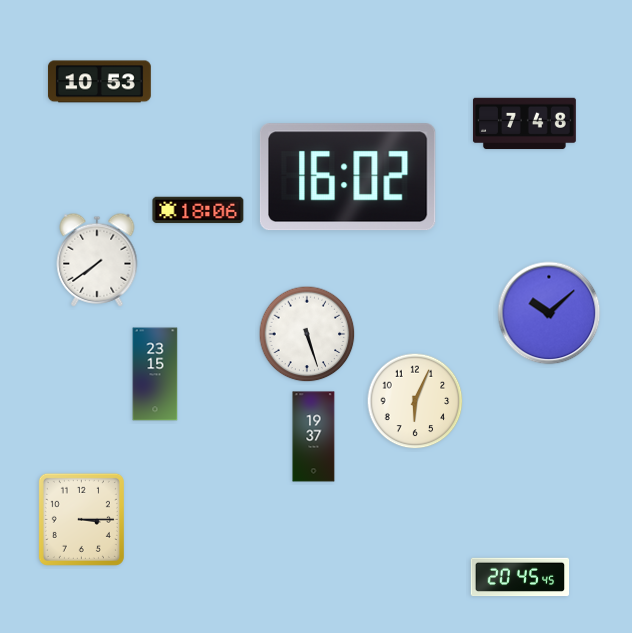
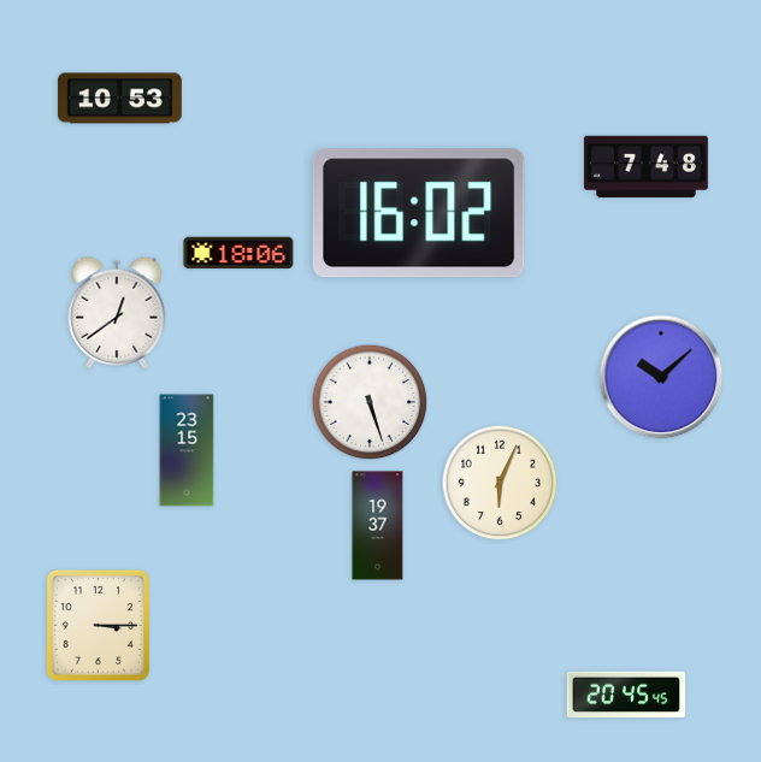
clock at (524, 124) position: (524, 124) -> (645, 167)
clock at (97, 260): 7:39 -> 12:39
